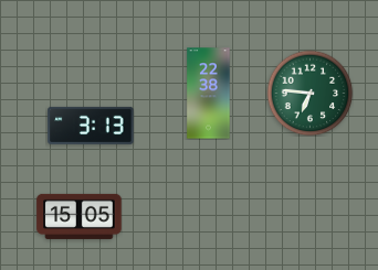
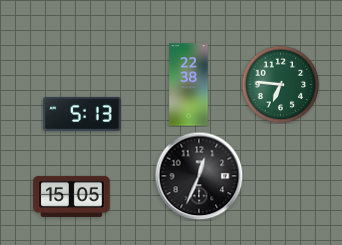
clock at (91, 126): 3:13 -> 5:13
clock at (199, 176): none -> 12:34
